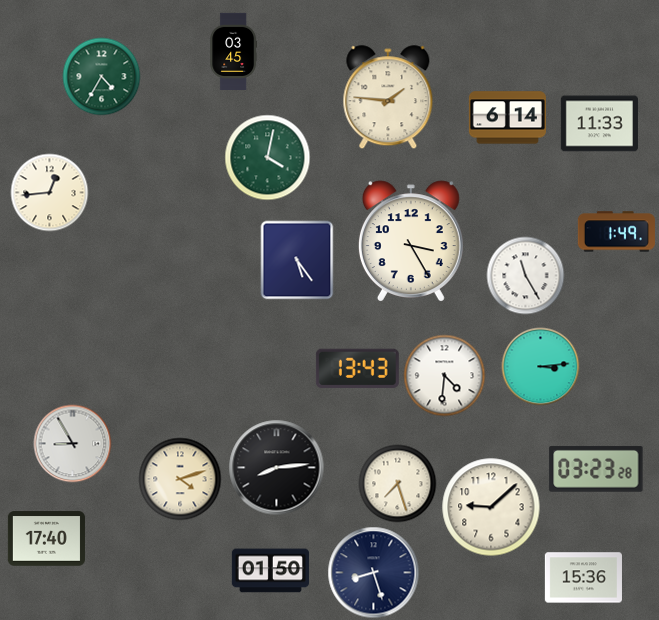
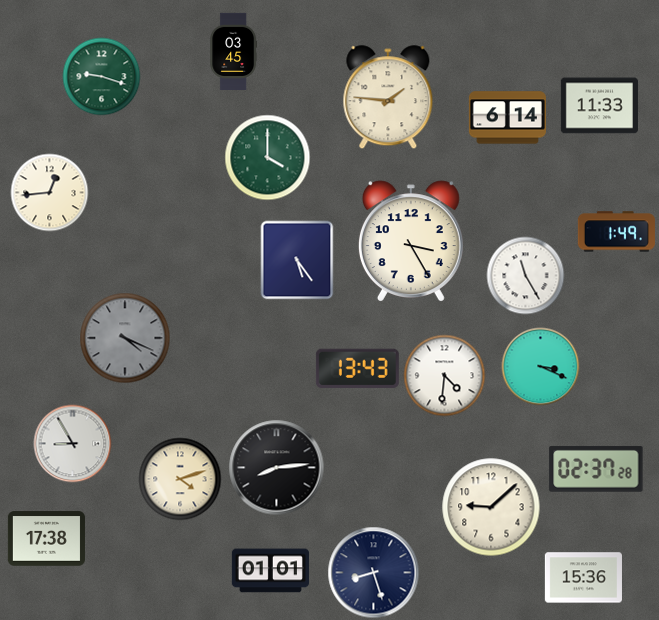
clock at (101, 76): 4:35 -> 9:18
clock at (599, 124) position: (599, 124) -> (599, 106)
clock at (267, 157): 4:02 -> 4:00
clock at (125, 338): none -> 4:19
clock at (540, 366): 3:14 -> 3:19
clock at (596, 469): 03:23 -> 02:37
clock at (397, 483): 7:27 -> none
clock at (46, 539): 17:40 -> 17:38
clock at (270, 571): 01:50 -> 01:01
